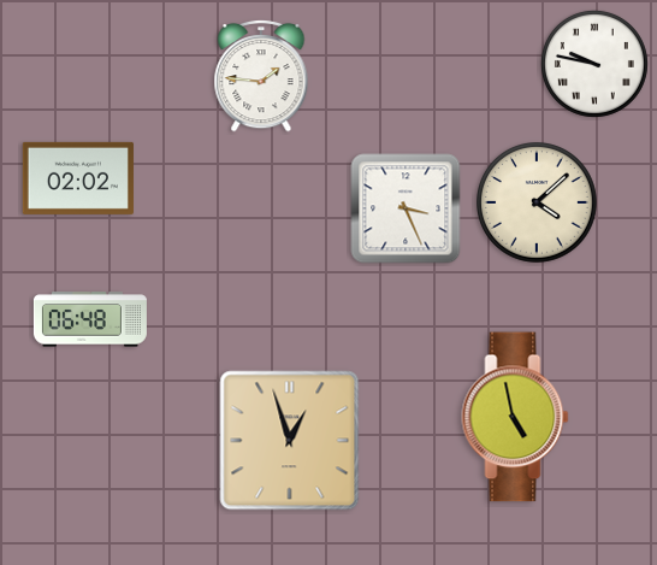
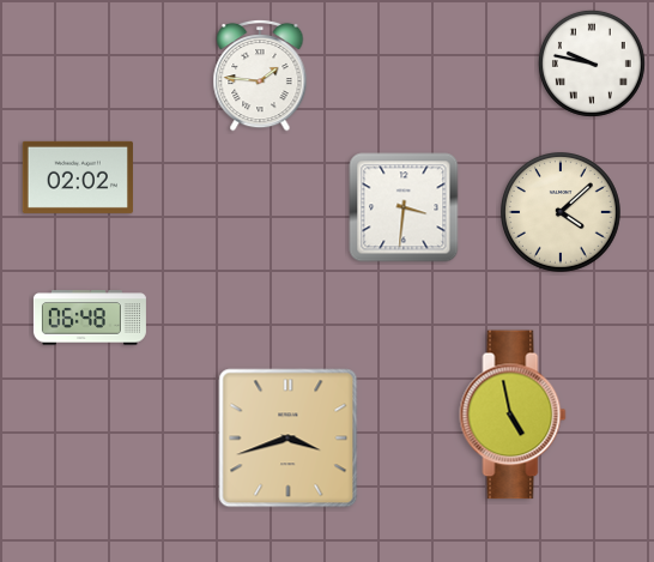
clock at (538, 204) position: (538, 204) -> (562, 213)
clock at (406, 208): 3:26 -> 3:31
clock at (290, 441): 12:57 -> 3:42
